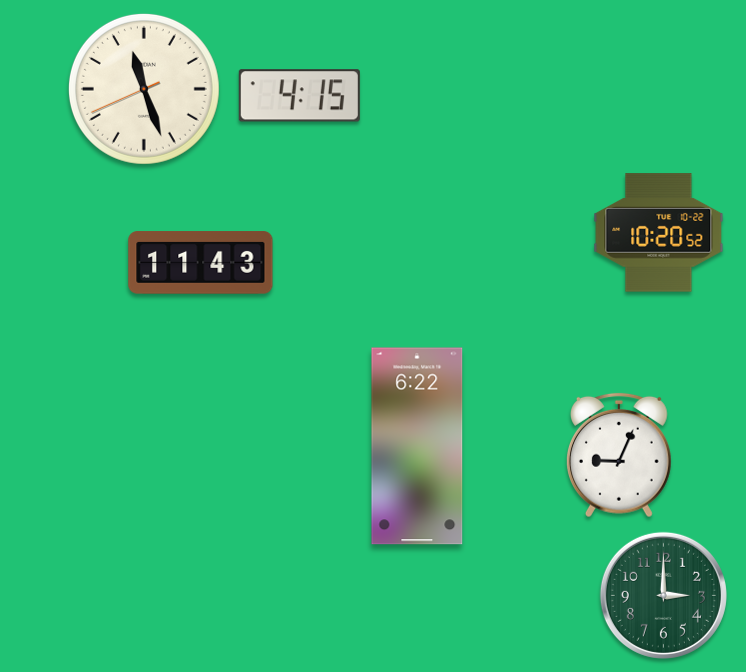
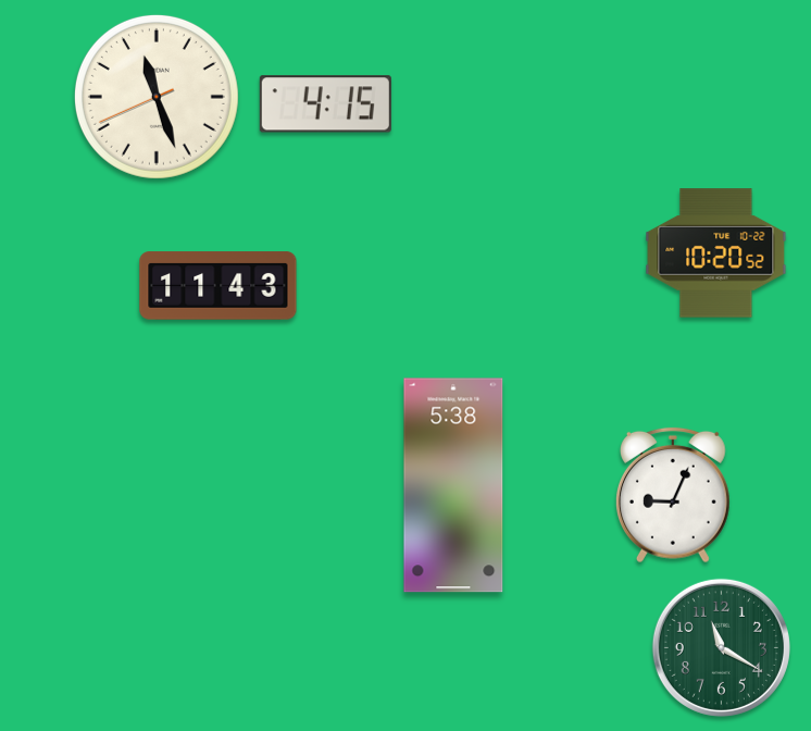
clock at (417, 446): 6:22 -> 5:38
clock at (663, 595): 3:00 -> 11:20
